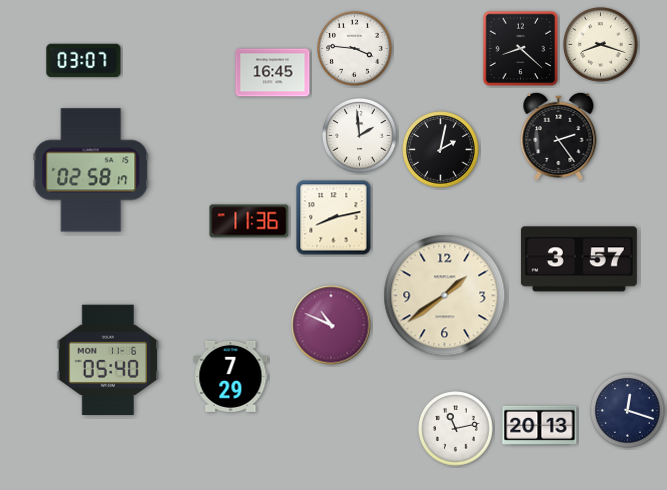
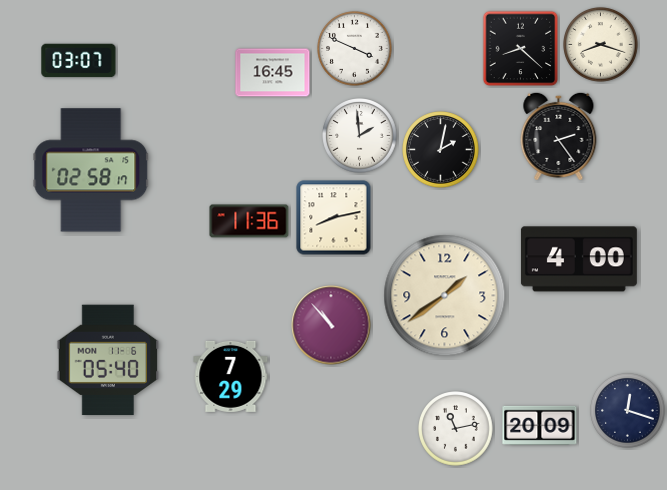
clock at (355, 49): 3:46 -> 3:49
clock at (84, 61) position: (84, 61) -> (79, 61)
clock at (579, 259): 3:57 -> 4:00
clock at (331, 325): 10:49 -> 10:53
clock at (540, 425): 20:13 -> 20:09
